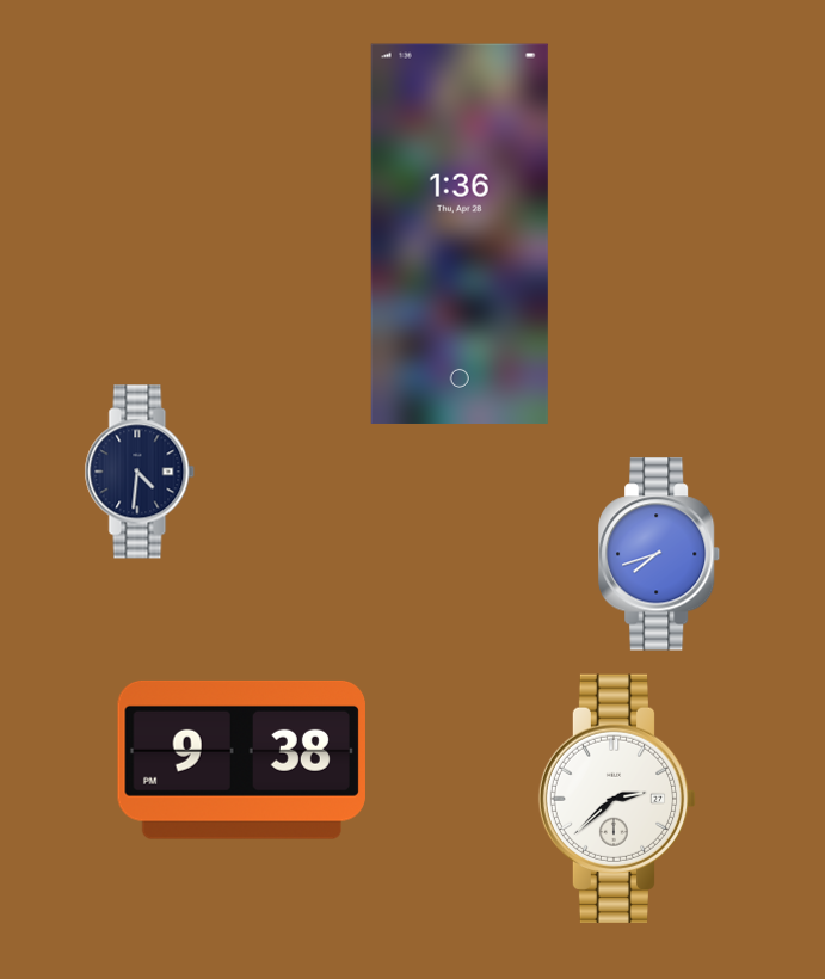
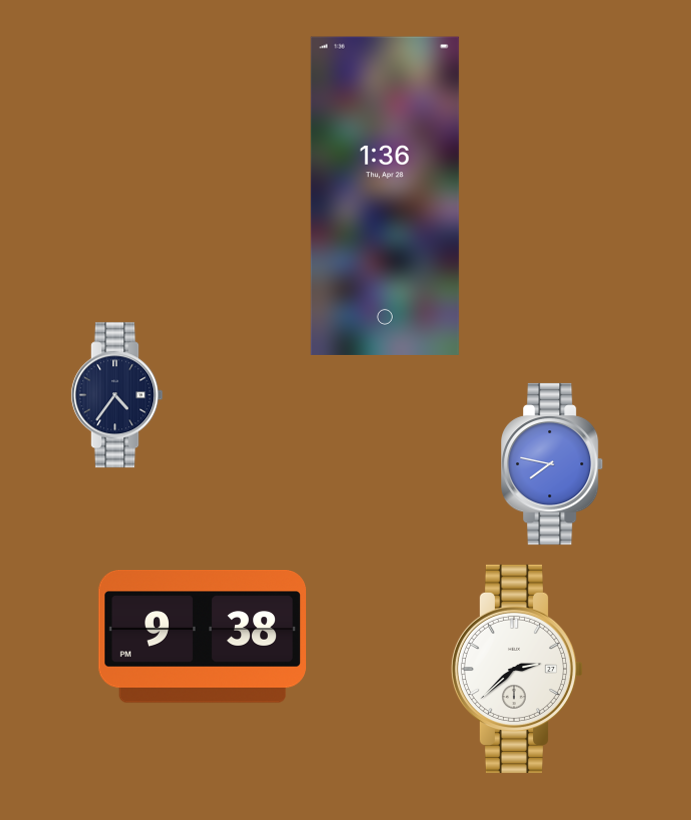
clock at (140, 472): 4:31 -> 4:36
clock at (660, 554): 7:42 -> 7:47
